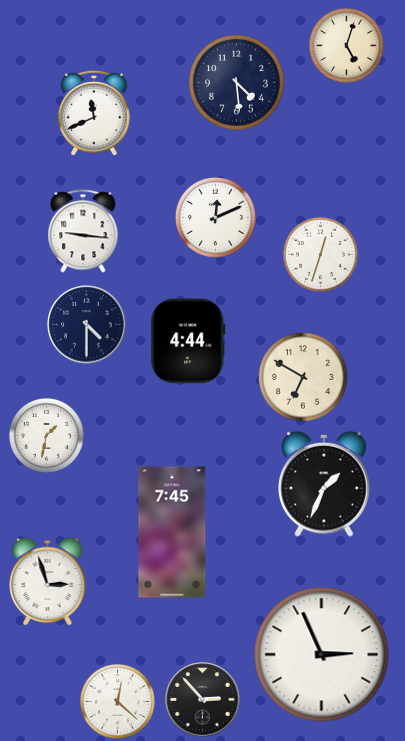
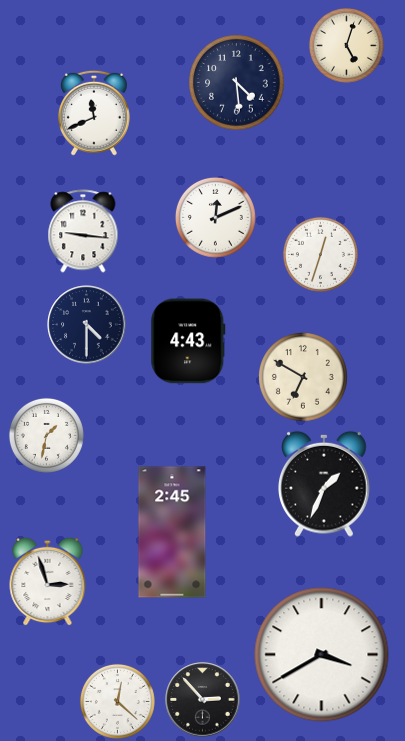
clock at (188, 341): 4:44 -> 4:43
clock at (172, 532): 7:45 -> 2:45
clock at (322, 655): 2:56 -> 3:40
